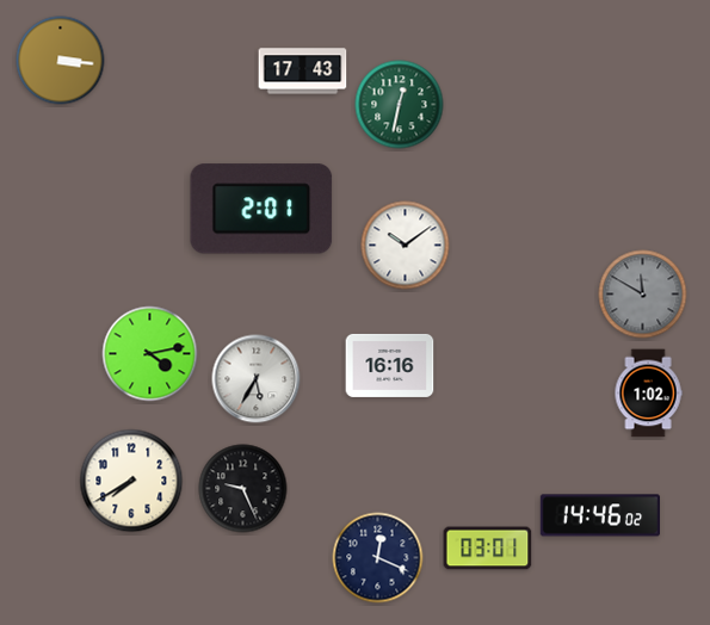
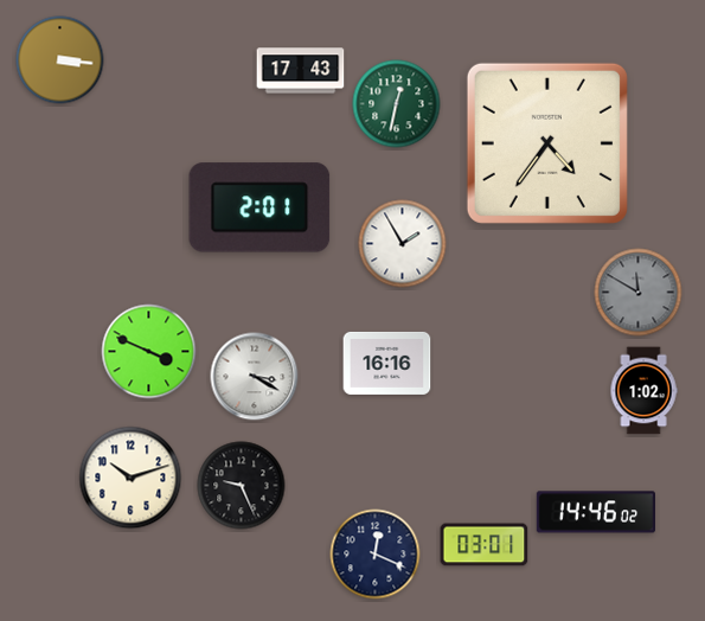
clock at (547, 143): none -> 4:36
clock at (406, 246): 10:09 -> 1:55
clock at (150, 354): 4:13 -> 3:49
clock at (257, 379): 5:35 -> 3:20
clock at (131, 481): 7:40 -> 10:12
